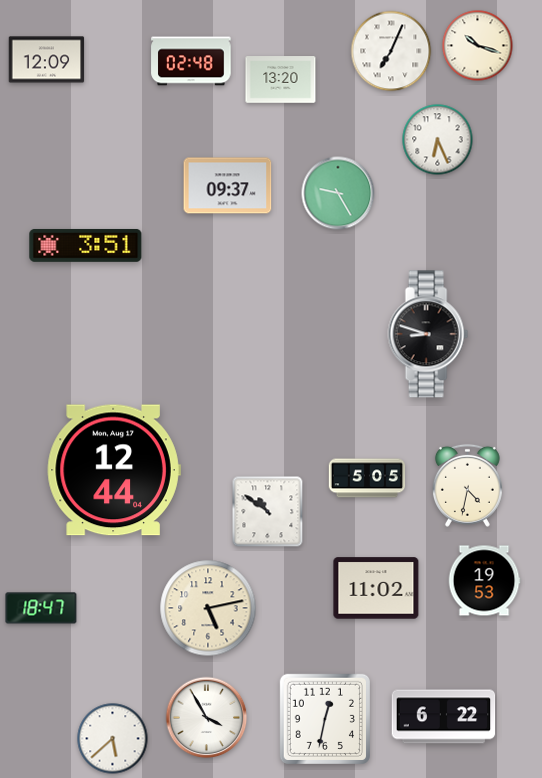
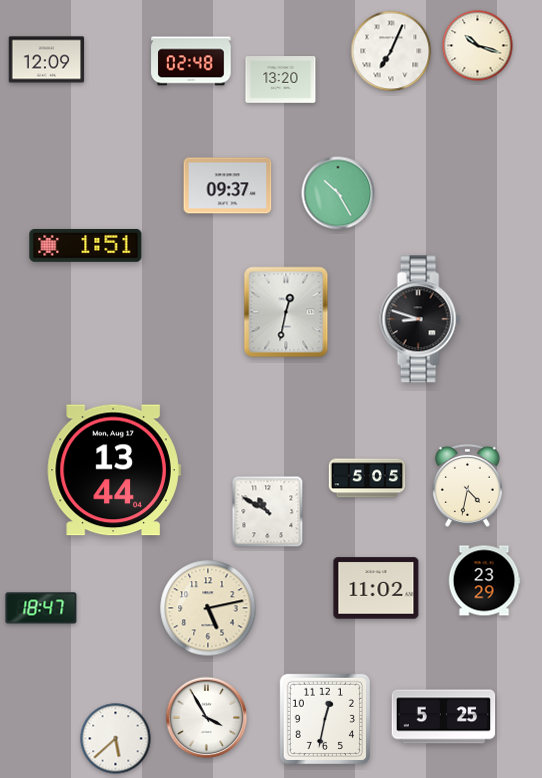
clock at (438, 140): 6:26 -> none
clock at (338, 193): 9:25 -> 10:25
clock at (86, 245): 3:51 -> 1:51
clock at (286, 312): none -> 12:32
clock at (428, 334) position: (428, 334) -> (420, 319)
clock at (114, 470): 12:44 -> 13:44
clock at (268, 512): 10:51 -> 10:50
clock at (484, 581): 19:53 -> 23:29
clock at (444, 717): 6:22 -> 5:25
clock at (113, 739) position: (113, 739) -> (116, 739)
